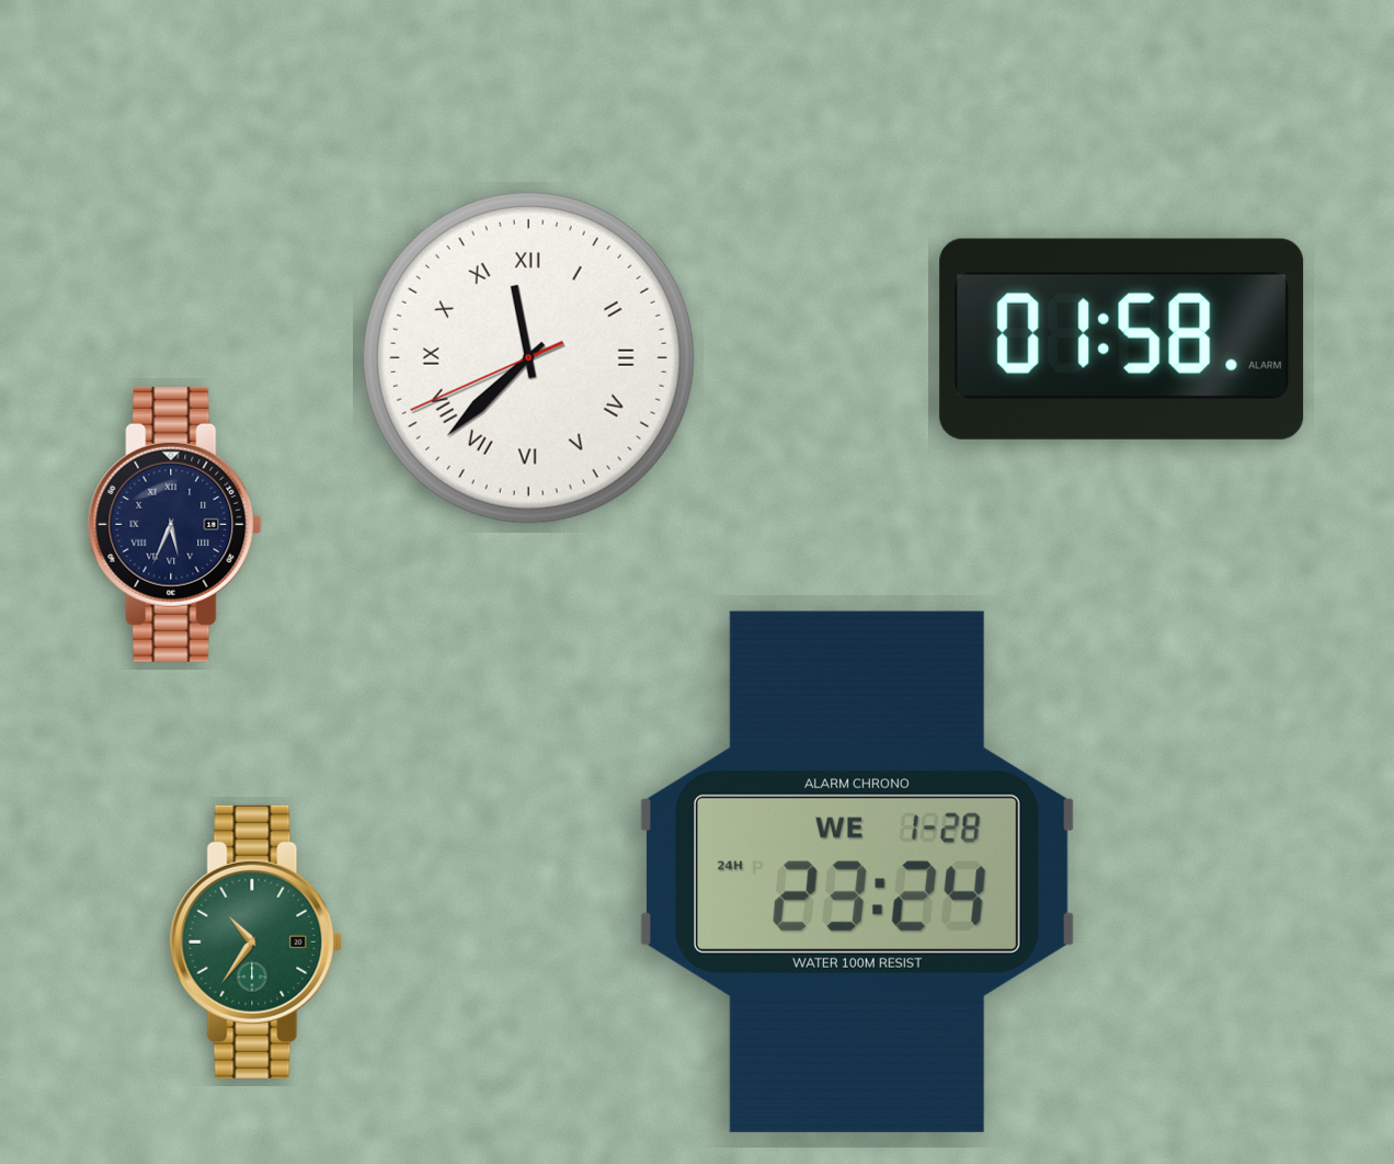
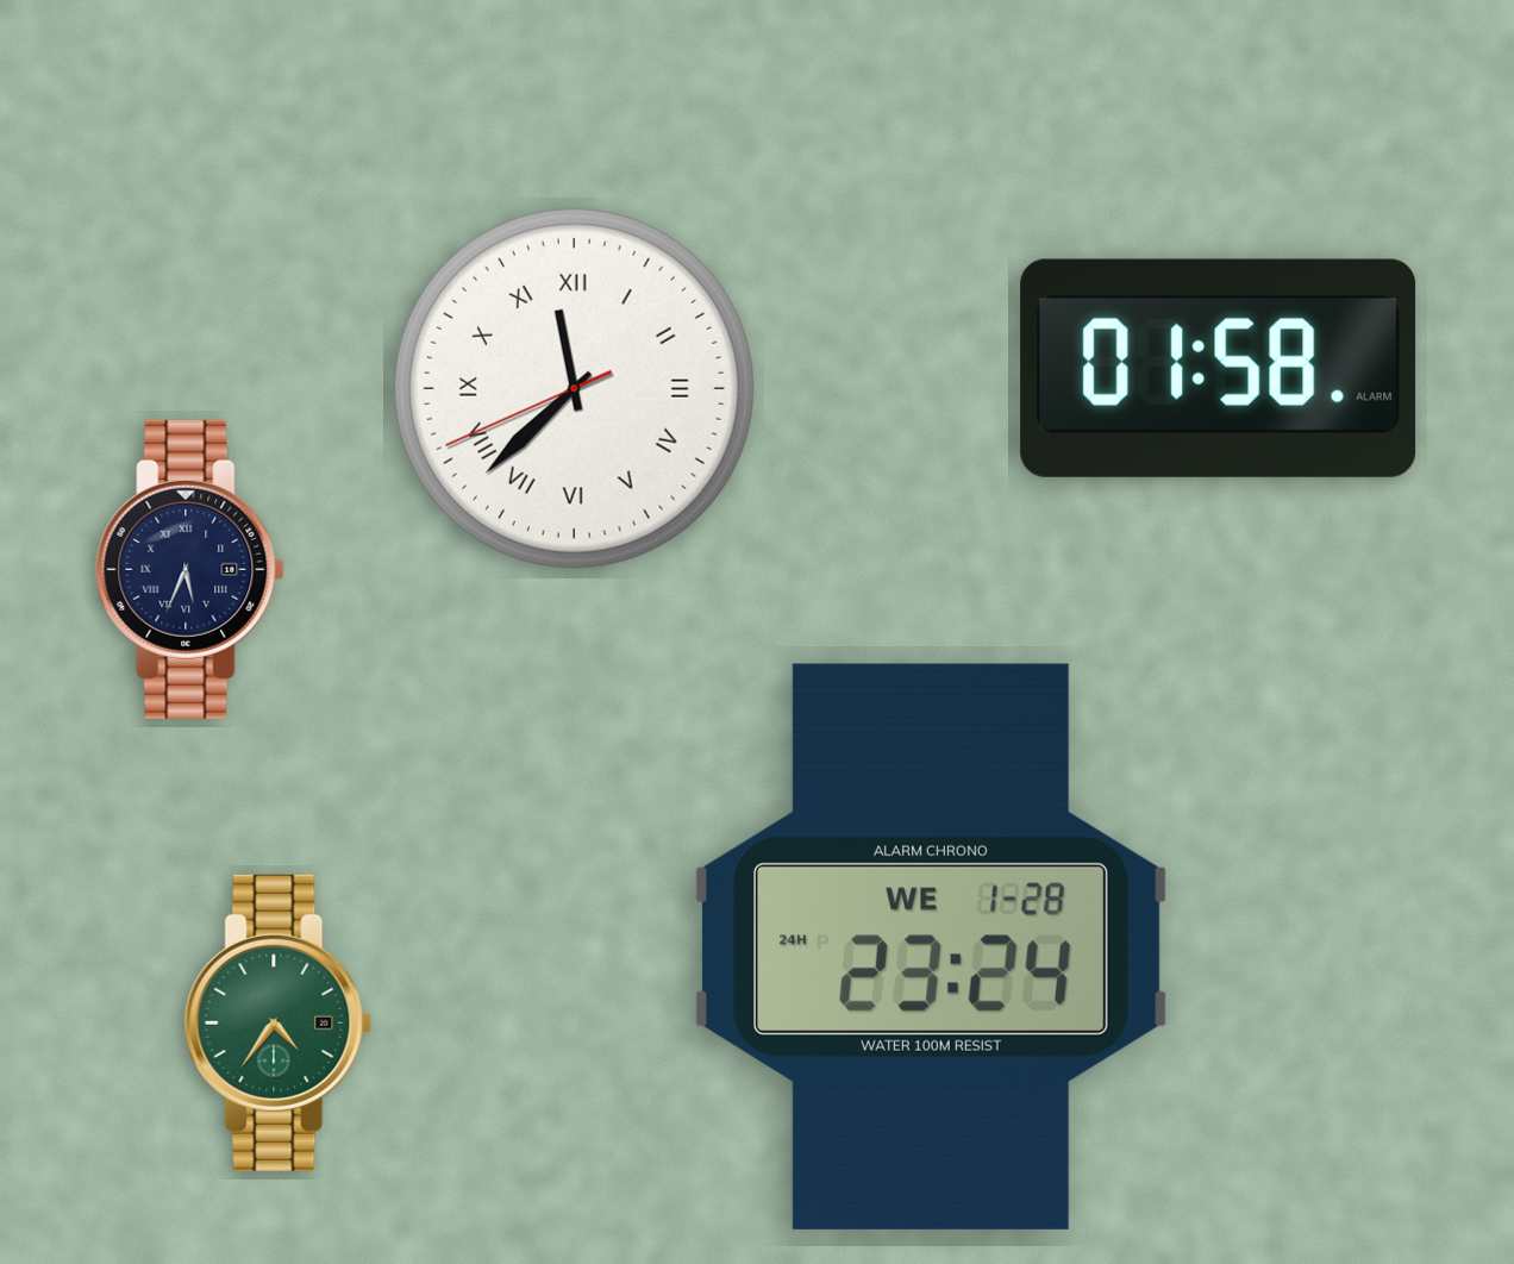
clock at (256, 942): 10:36 -> 4:36
